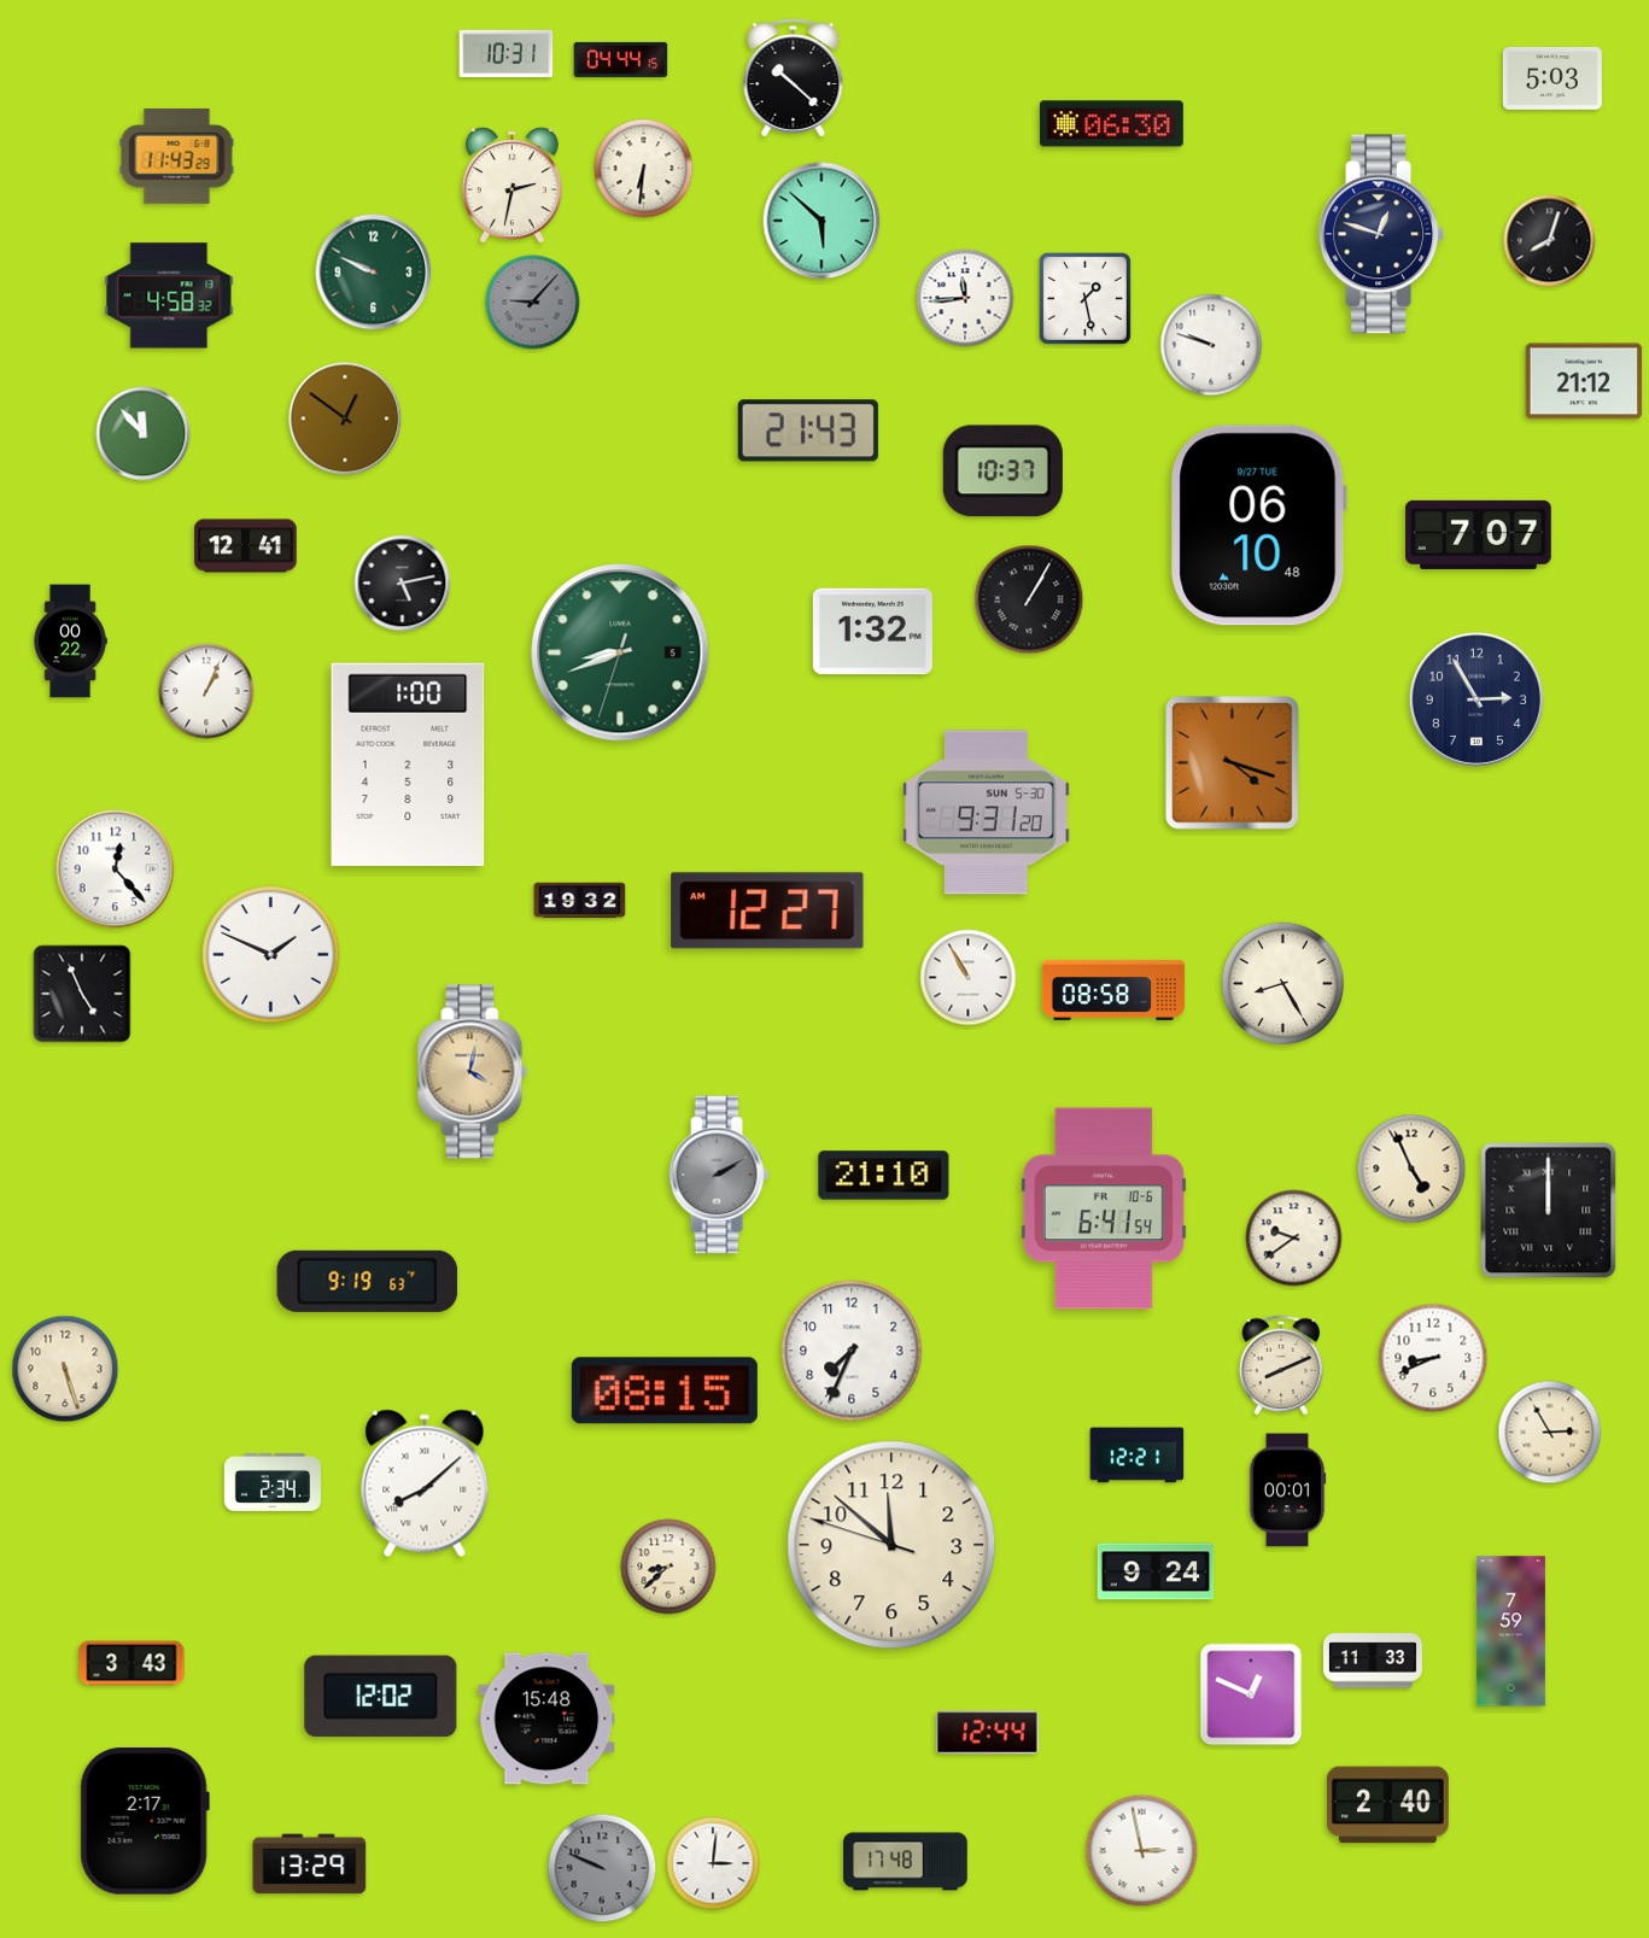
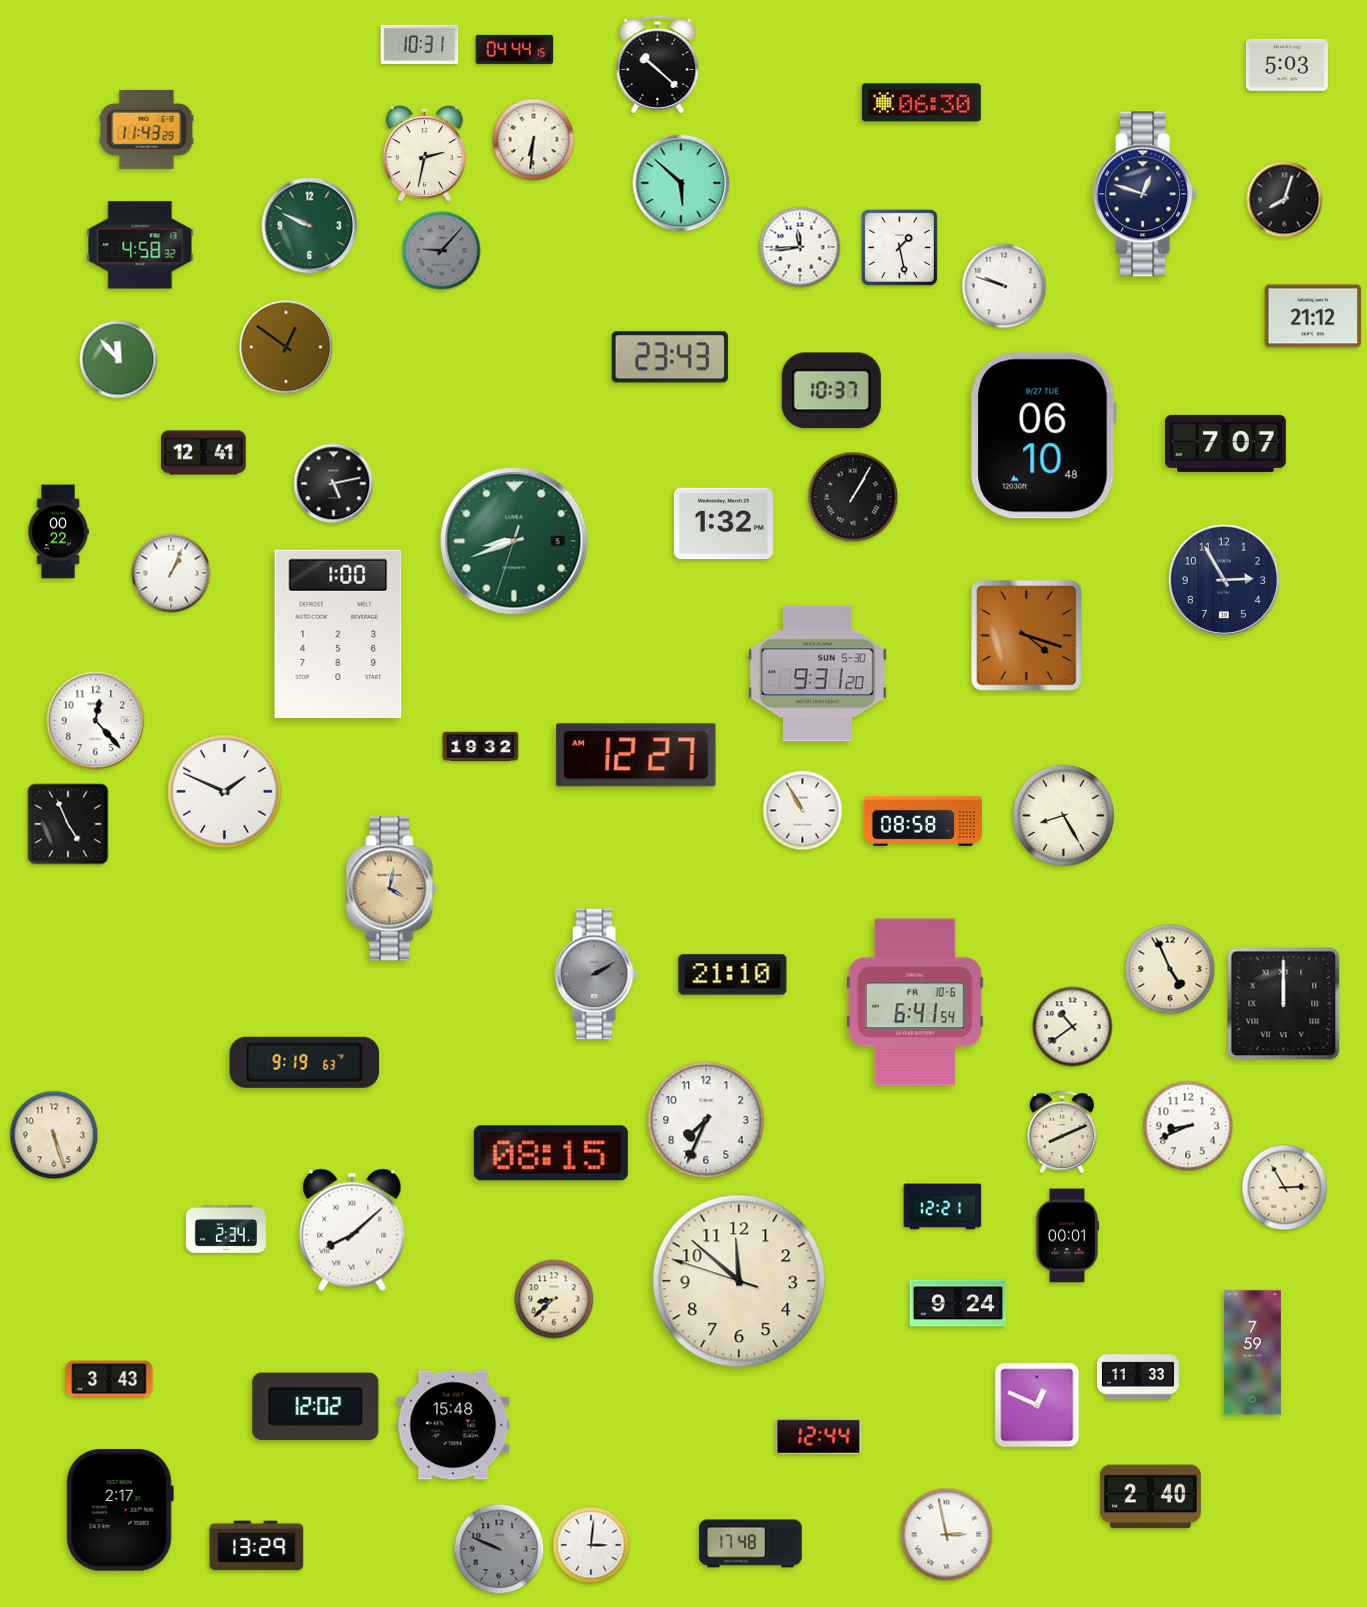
clock at (808, 431): 21:43 -> 23:43
clock at (1233, 763) position: (1233, 763) -> (1027, 636)
clock at (1294, 1239): 9:39 -> 10:39
